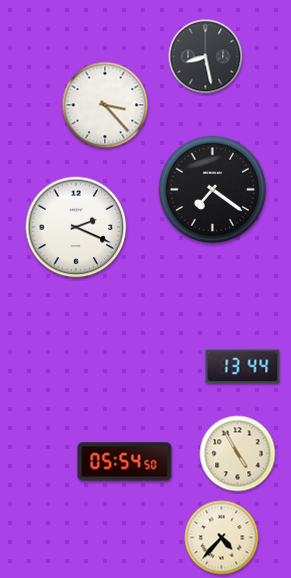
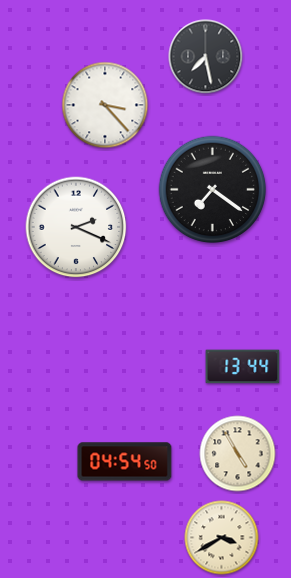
clock at (206, 57): 8:28 -> 7:28
clock at (125, 462): 05:54 -> 04:54
clock at (222, 538): 4:37 -> 3:40
